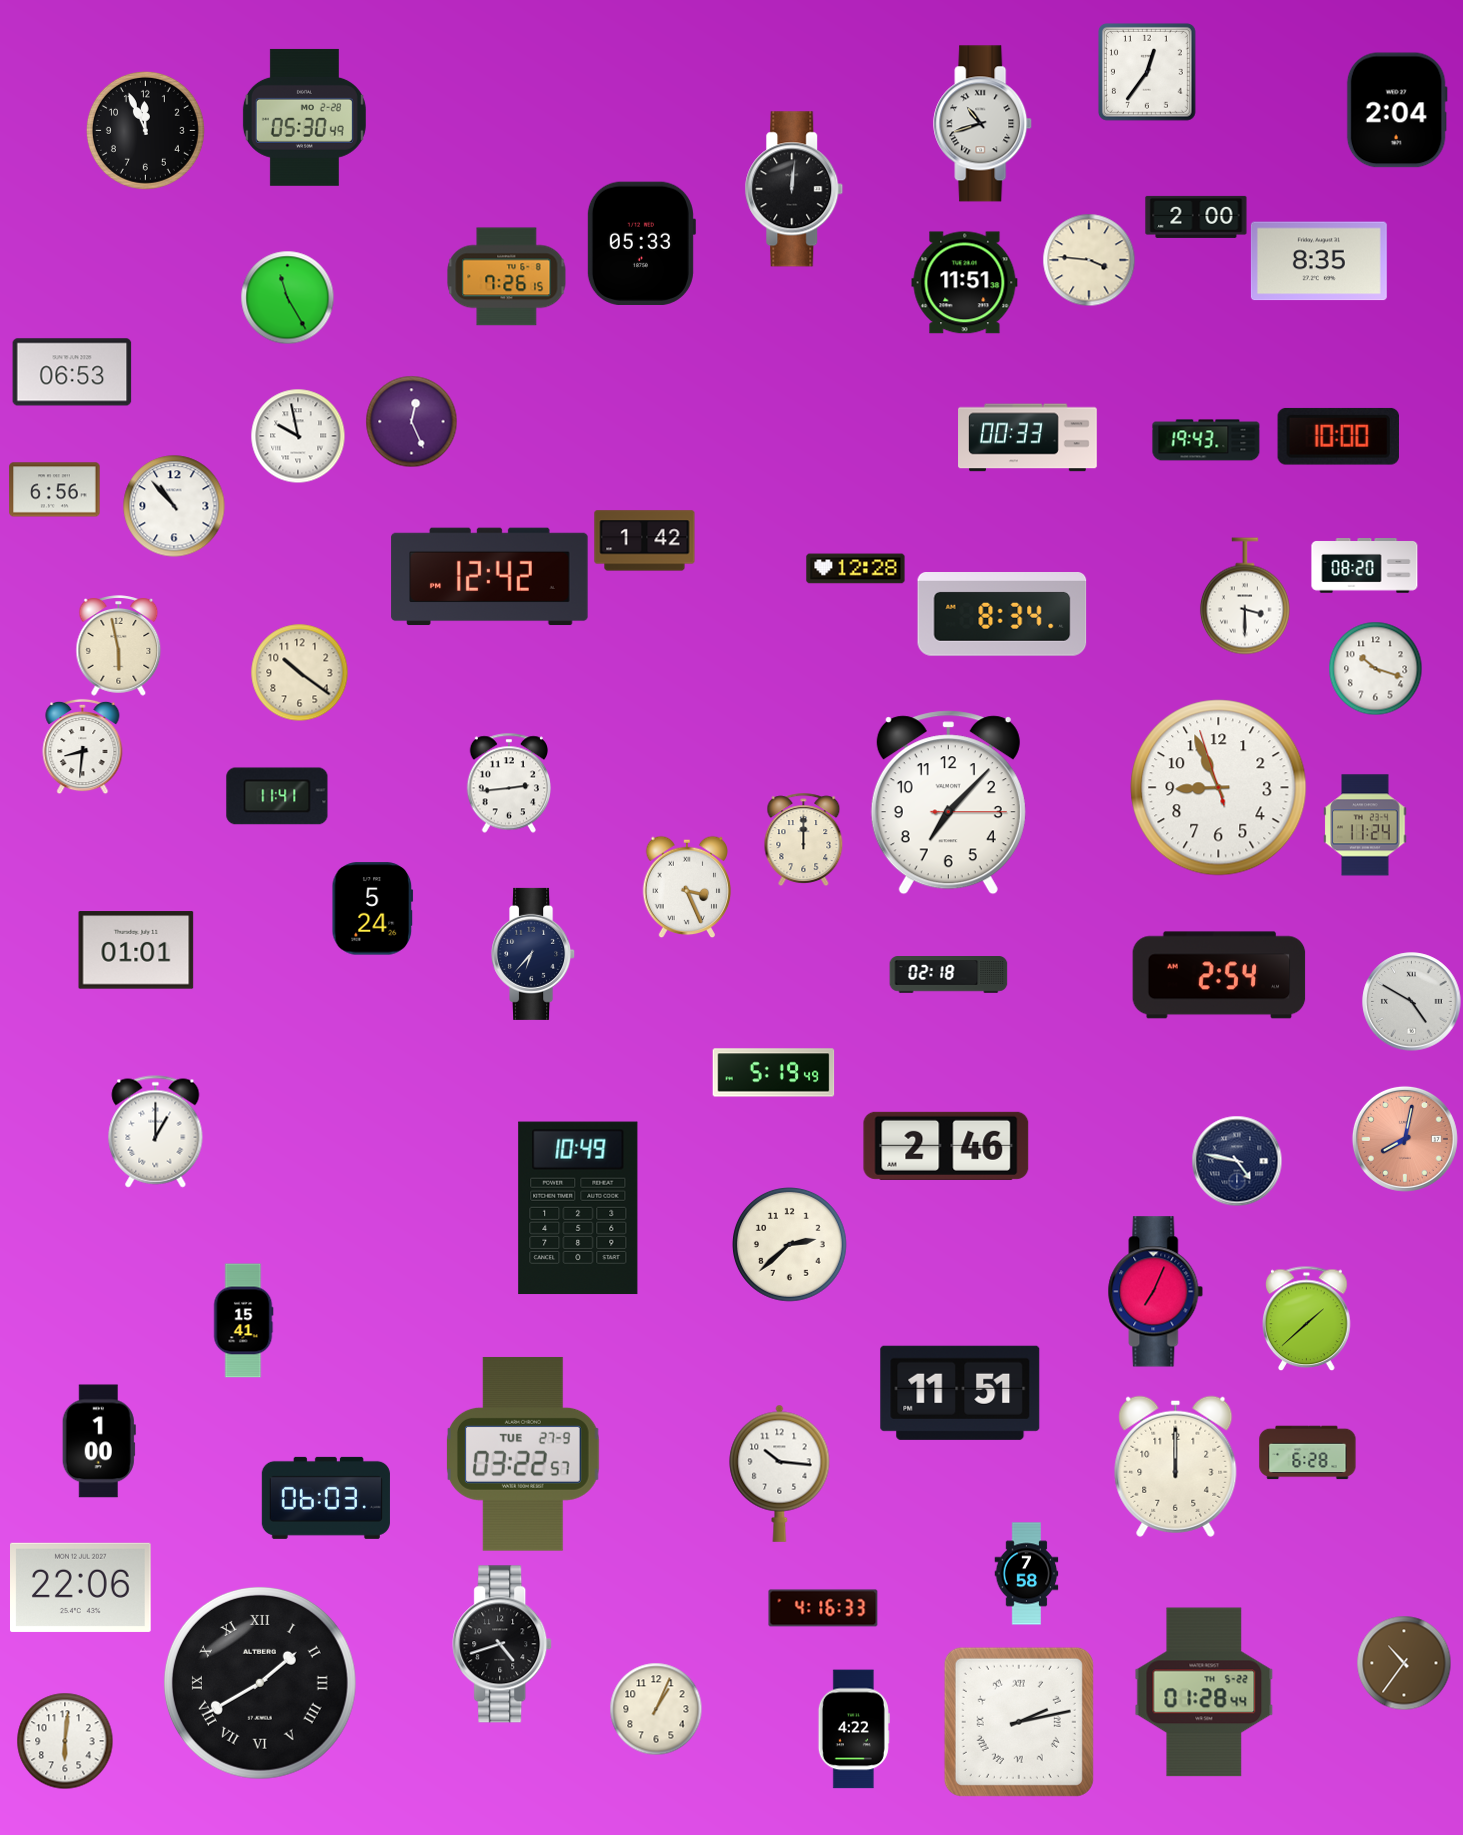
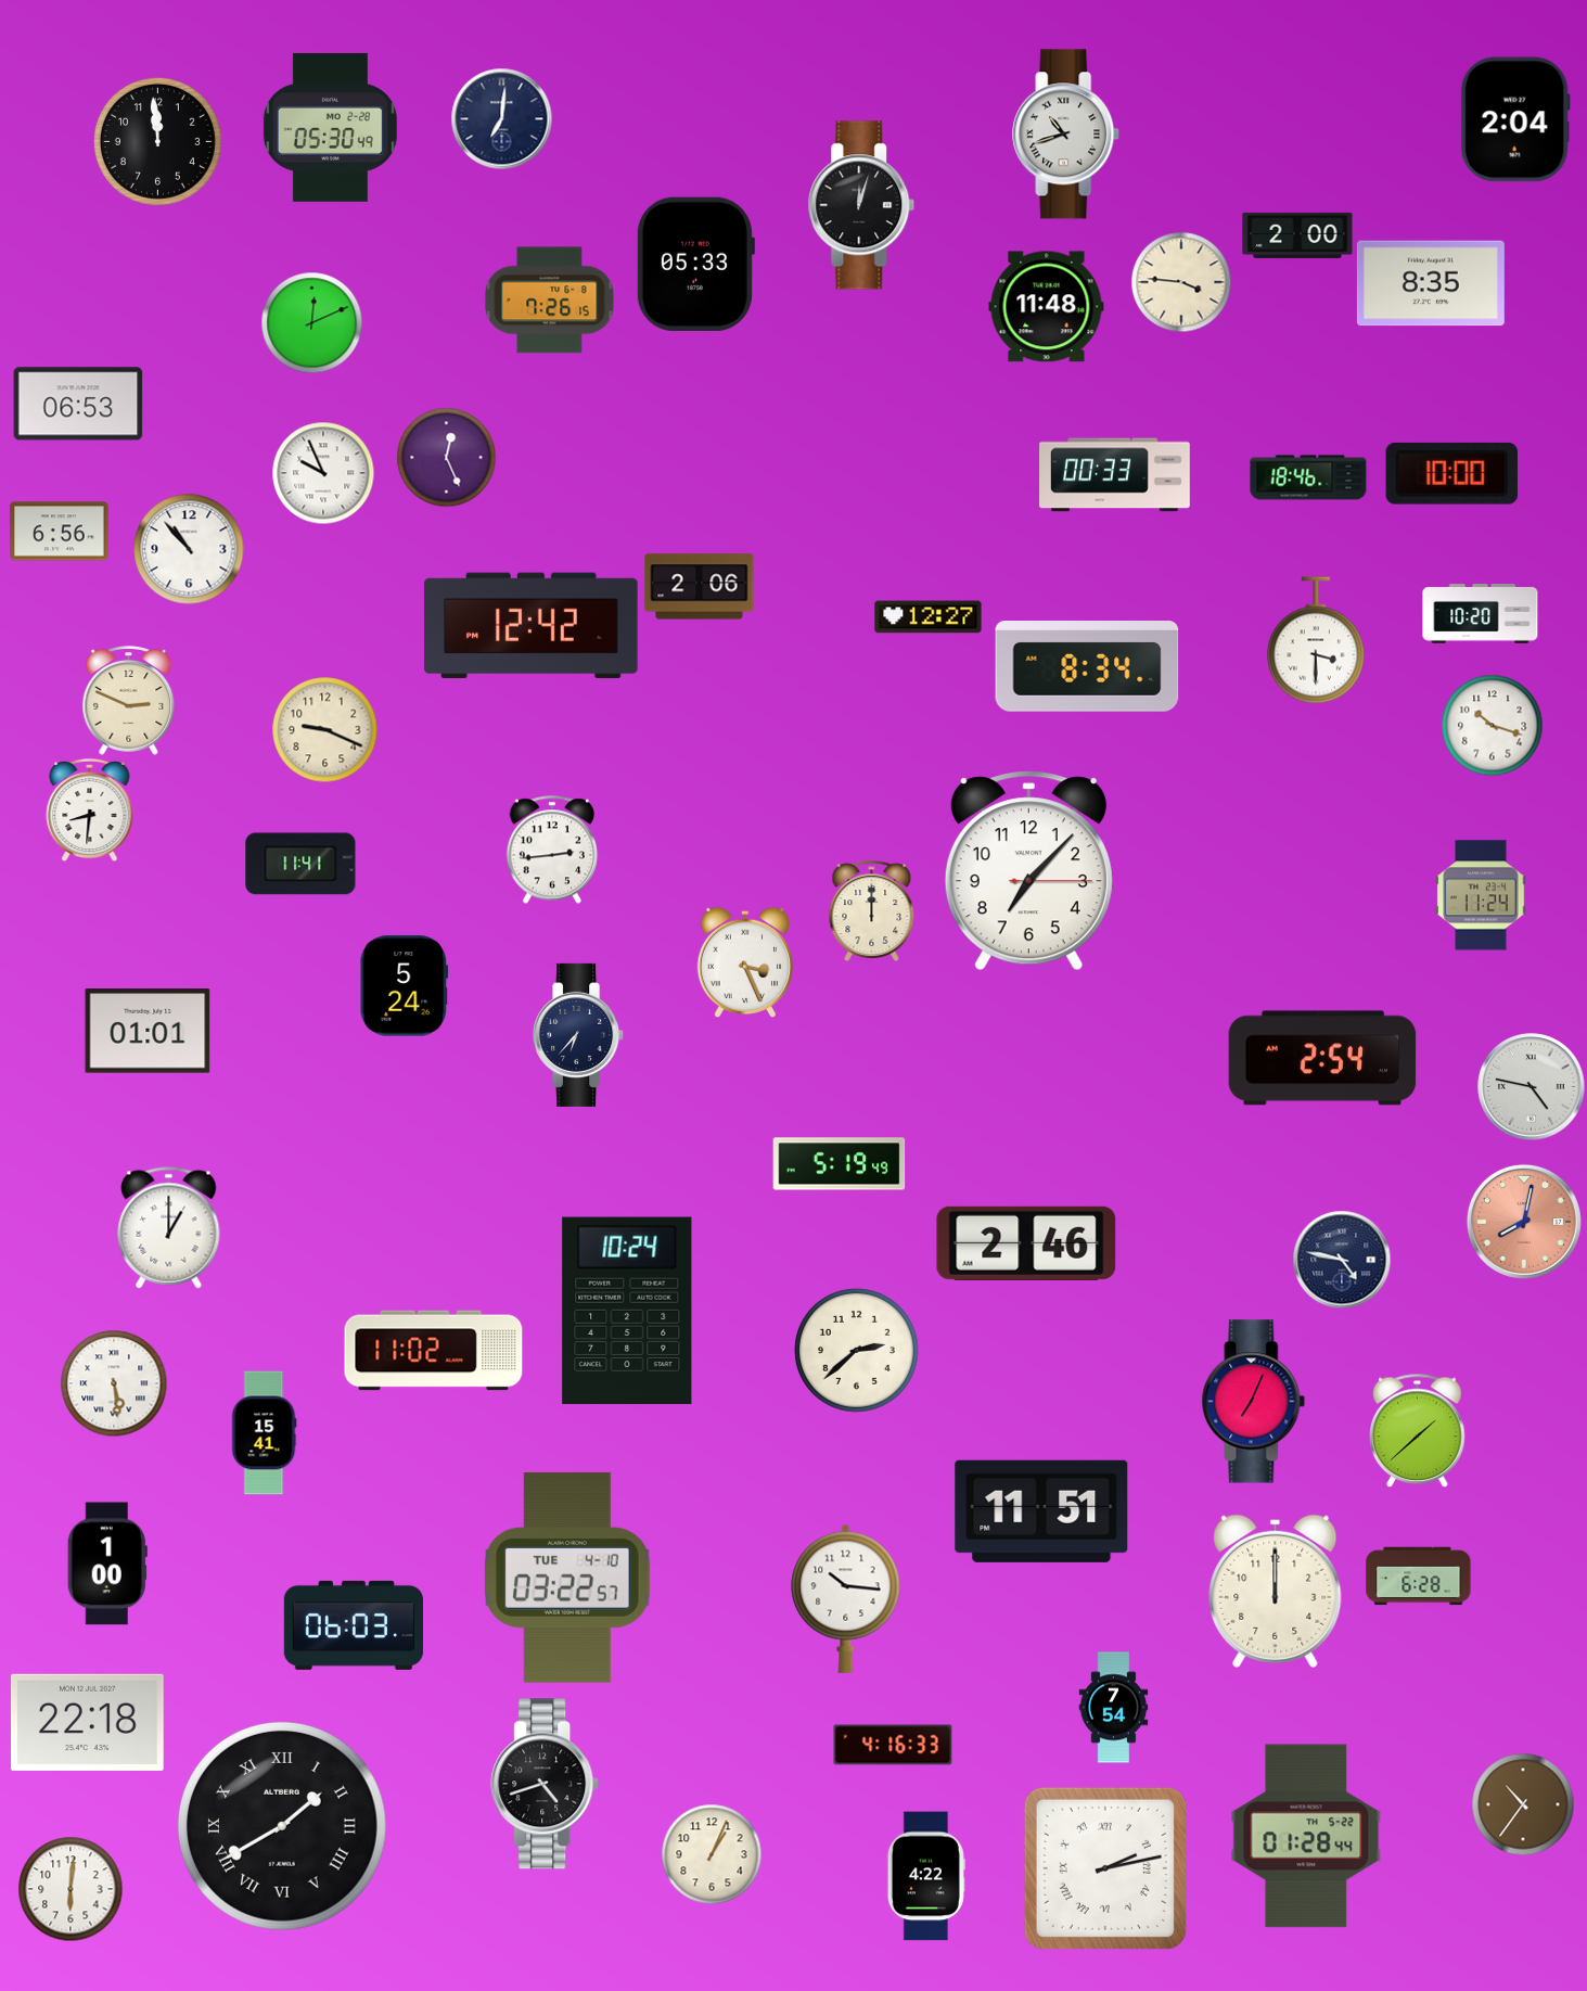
clock at (1147, 72): 12:36 -> none
clock at (501, 118): none -> 7:01
clock at (145, 130): 11:56 -> 11:59
clock at (794, 189): 12:01 -> 12:03
clock at (965, 283): 11:51 -> 11:48
clock at (287, 297): 11:25 -> 12:11
clock at (298, 436): 9:58 -> 9:56
clock at (1206, 440): 19:43 -> 18:46
clock at (645, 541): 1:42 -> 2:06
clock at (1365, 566): 08:20 -> 10:20
clock at (856, 569): 12:28 -> 12:27
clock at (1245, 596) position: (1245, 596) -> (1316, 640)
clock at (119, 646): 5:58 -> 2:49
clock at (299, 672): 10:21 -> 9:19
clock at (1219, 788): 8:55 -> none
clock at (949, 975): 02:18 -> none
clock at (1412, 1002): 4:50 -> 4:47
clock at (1405, 1139) position: (1405, 1139) -> (1524, 1222)
clock at (578, 1208): 10:49 -> 10:24
clock at (434, 1351): none -> 11:02
clock at (114, 1383): none -> 5:29
clock at (524, 1454) date: TUE 27-9 -> TUE 4-10
clock at (1027, 1574): 7:58 -> 7:54
clock at (81, 1587): 22:06 -> 22:18
